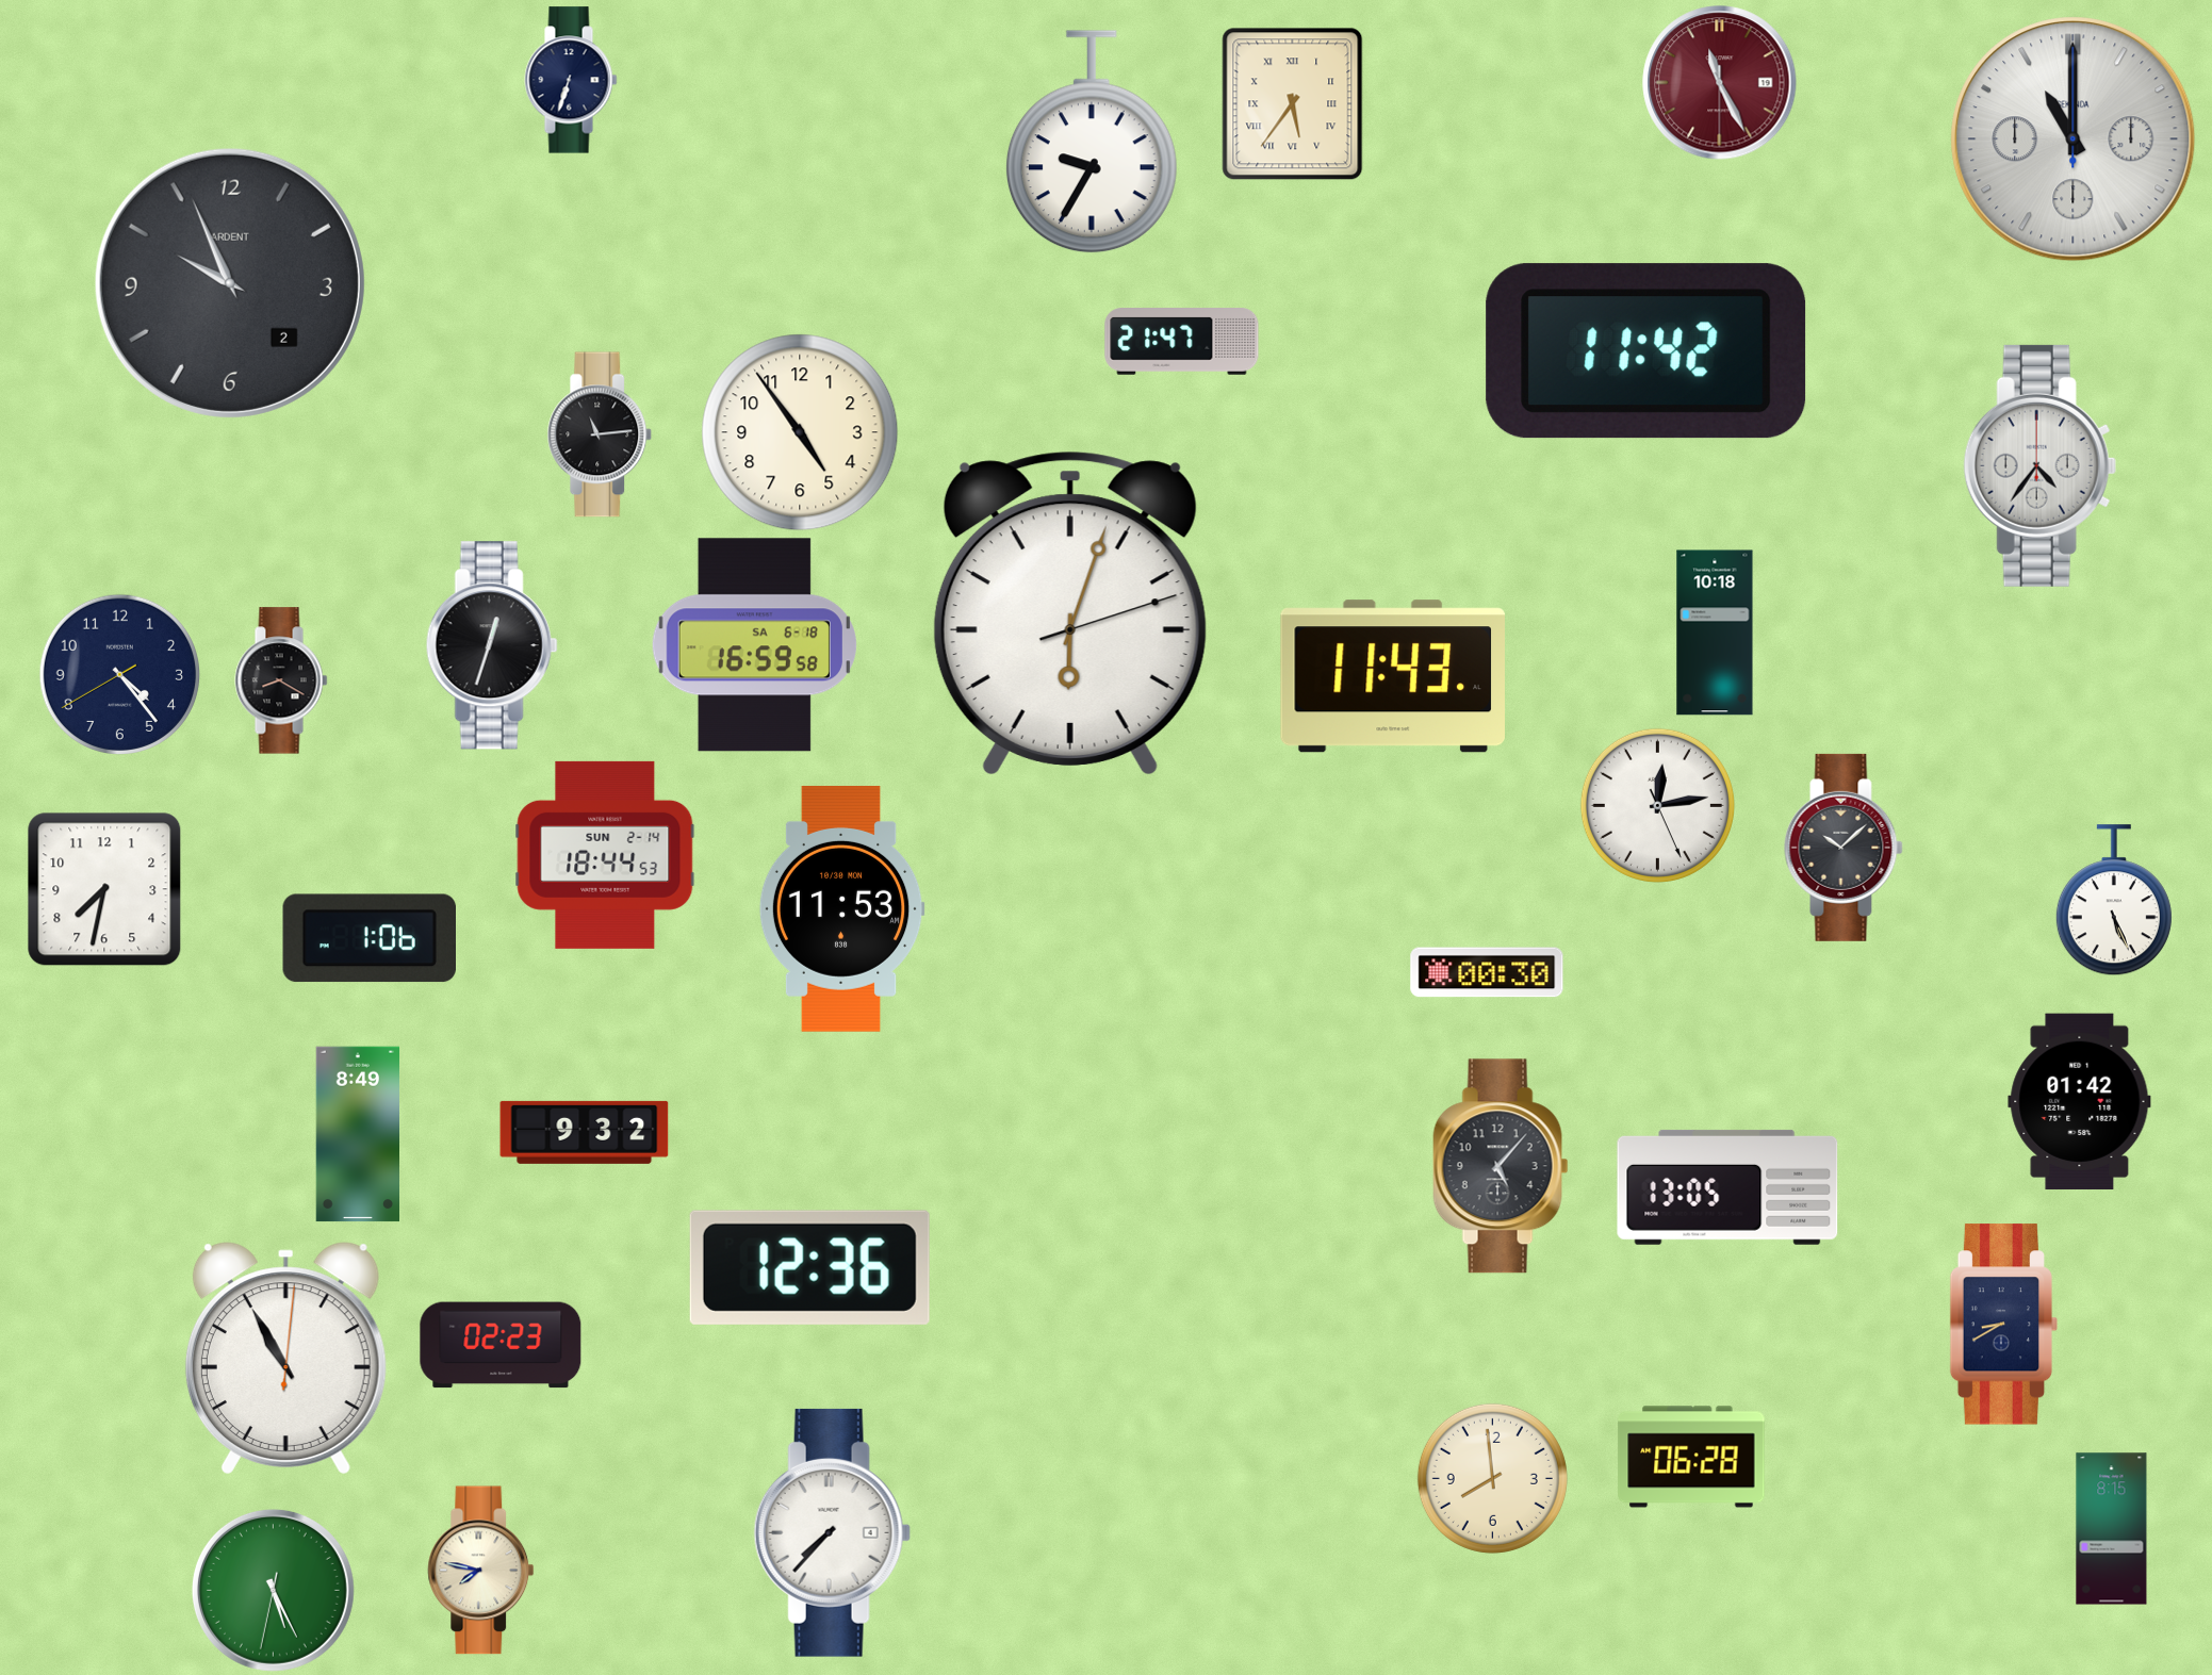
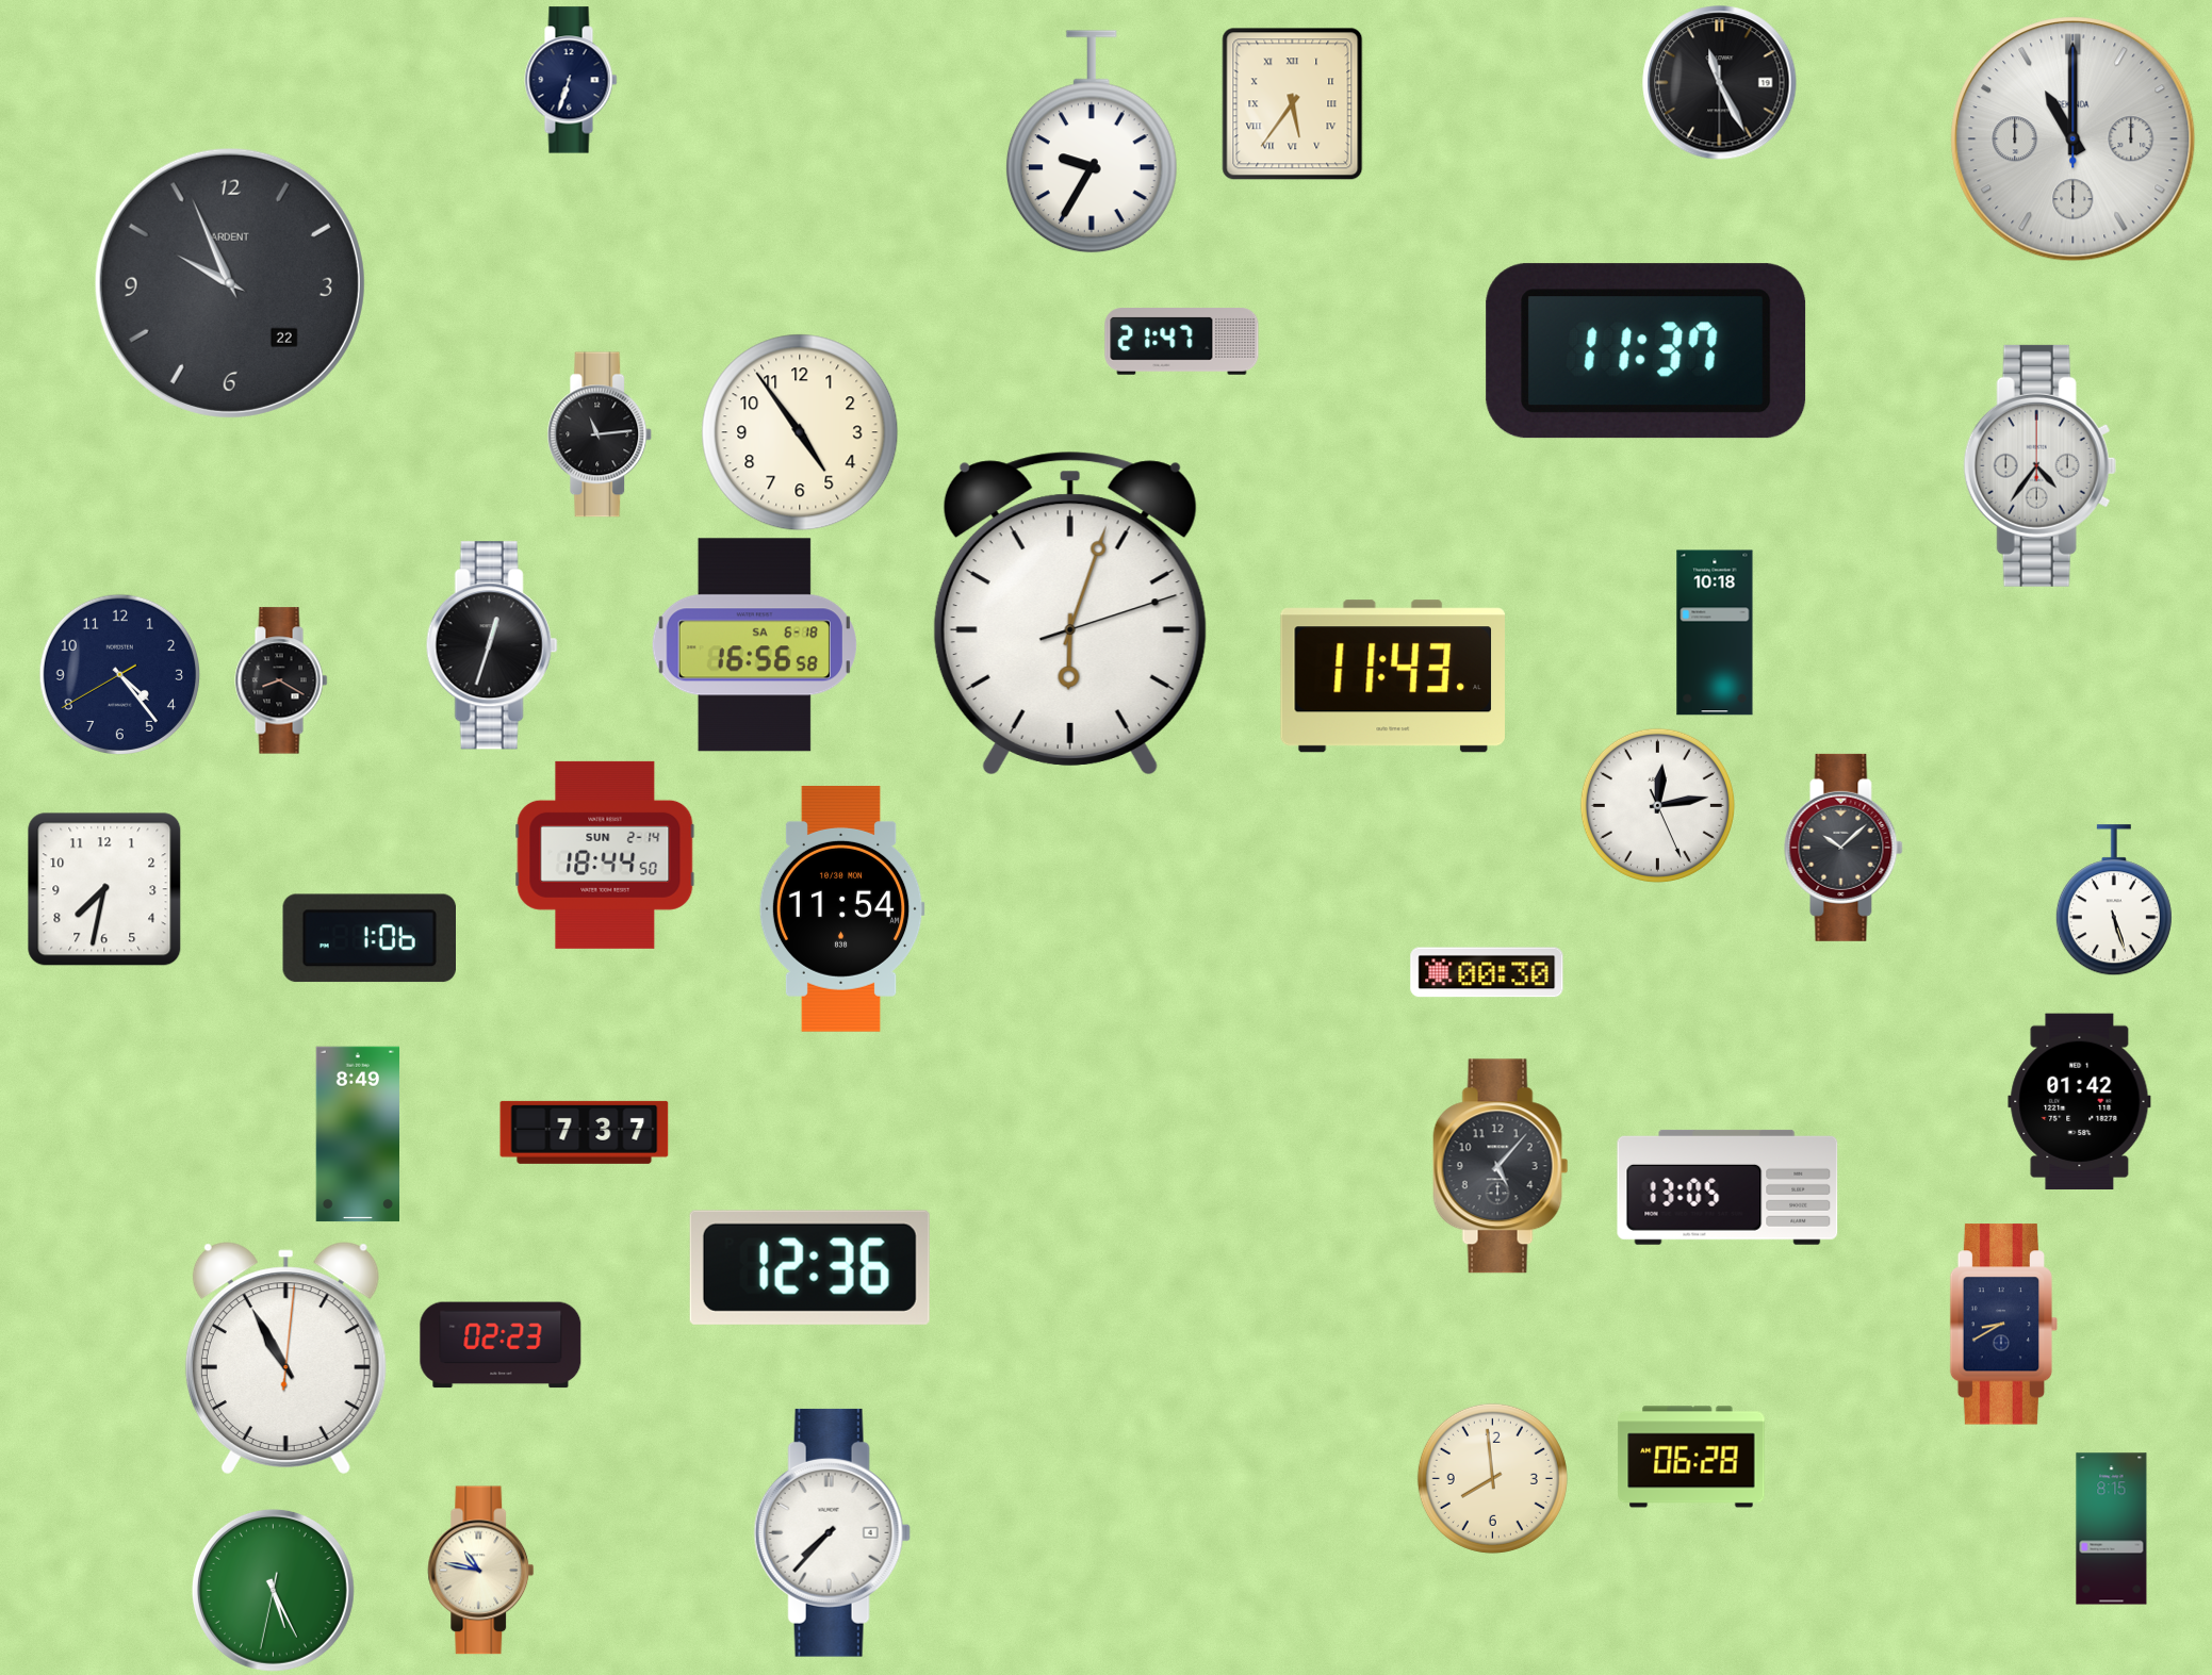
clock at (1720, 83) dial: burgundy -> black
clock at (230, 283) date: 2 -> 22
clock at (1646, 351): 11:42 -> 11:37
clock at (754, 645): 16:59 -> 16:56
clock at (605, 855): 18:44:53 -> 18:44:50
clock at (2114, 901): 5:26 -> 5:27
clock at (841, 908): 11:53 -> 11:54
clock at (585, 1132): 9:32 -> 7:37
clock at (481, 1571): 7:47 -> 10:47
